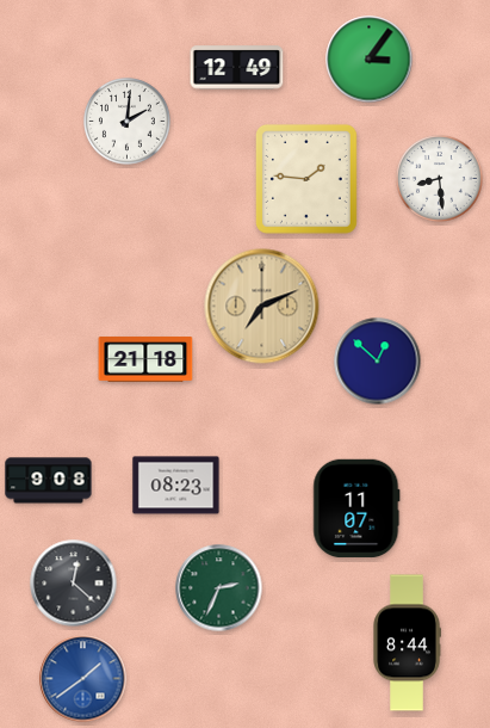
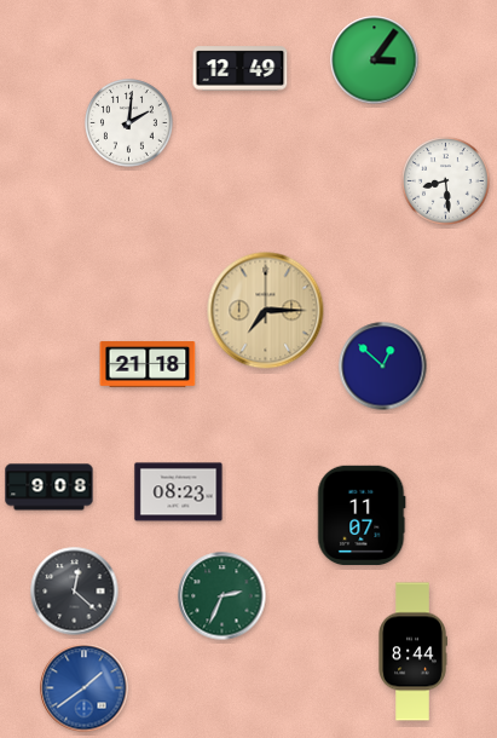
clock at (306, 179): 1:46 -> none
clock at (262, 307): 7:11 -> 7:15
